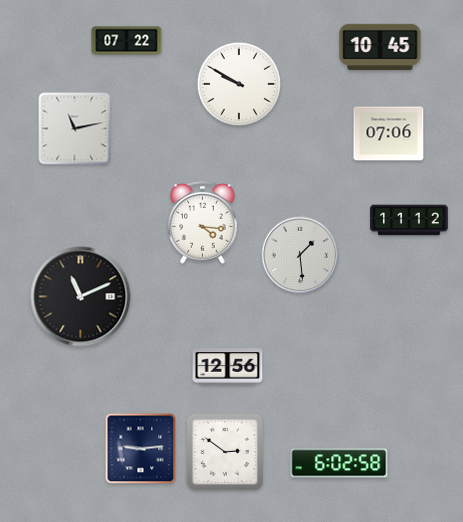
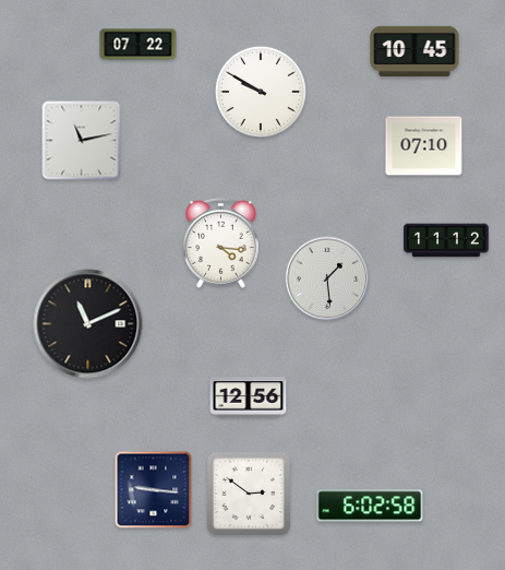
clock at (389, 134): 07:06 -> 07:10
clock at (228, 367) position: (228, 367) -> (249, 397)
clock at (141, 449): 9:14 -> 9:16
clock at (224, 451) position: (224, 451) -> (248, 492)
